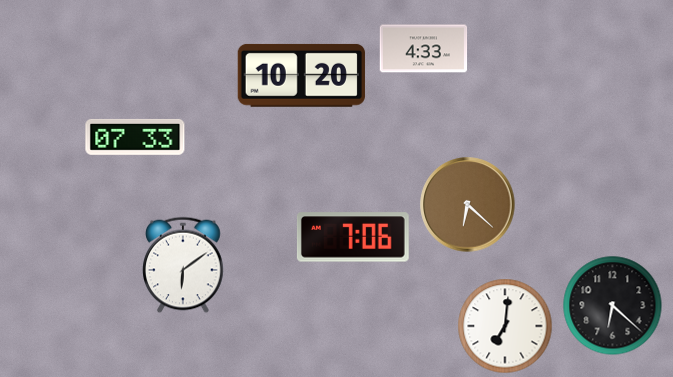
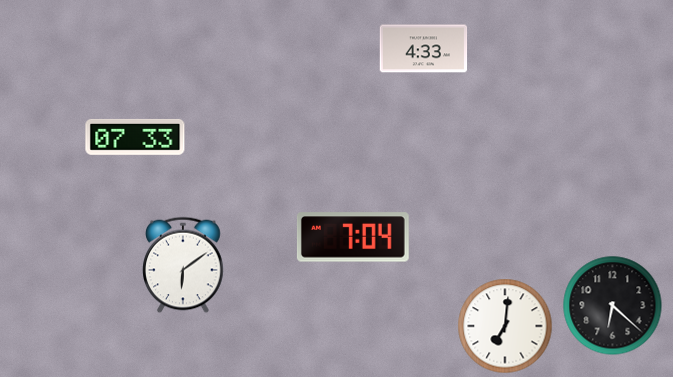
clock at (301, 75): 10:20 -> none
clock at (468, 205): 6:22 -> none
clock at (353, 237): 7:06 -> 7:04
